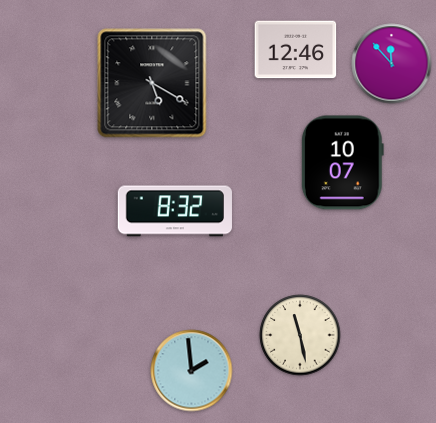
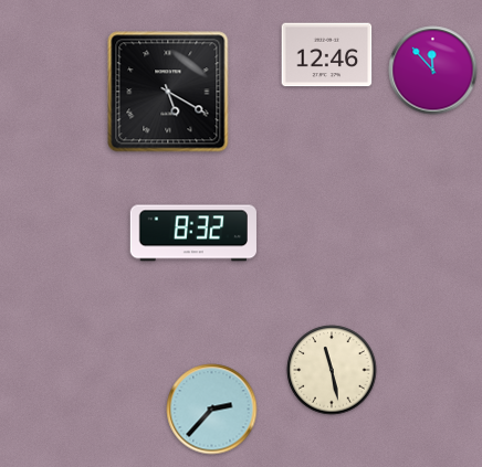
clock at (342, 163): 10:07 -> none
clock at (192, 371): 1:59 -> 2:37
